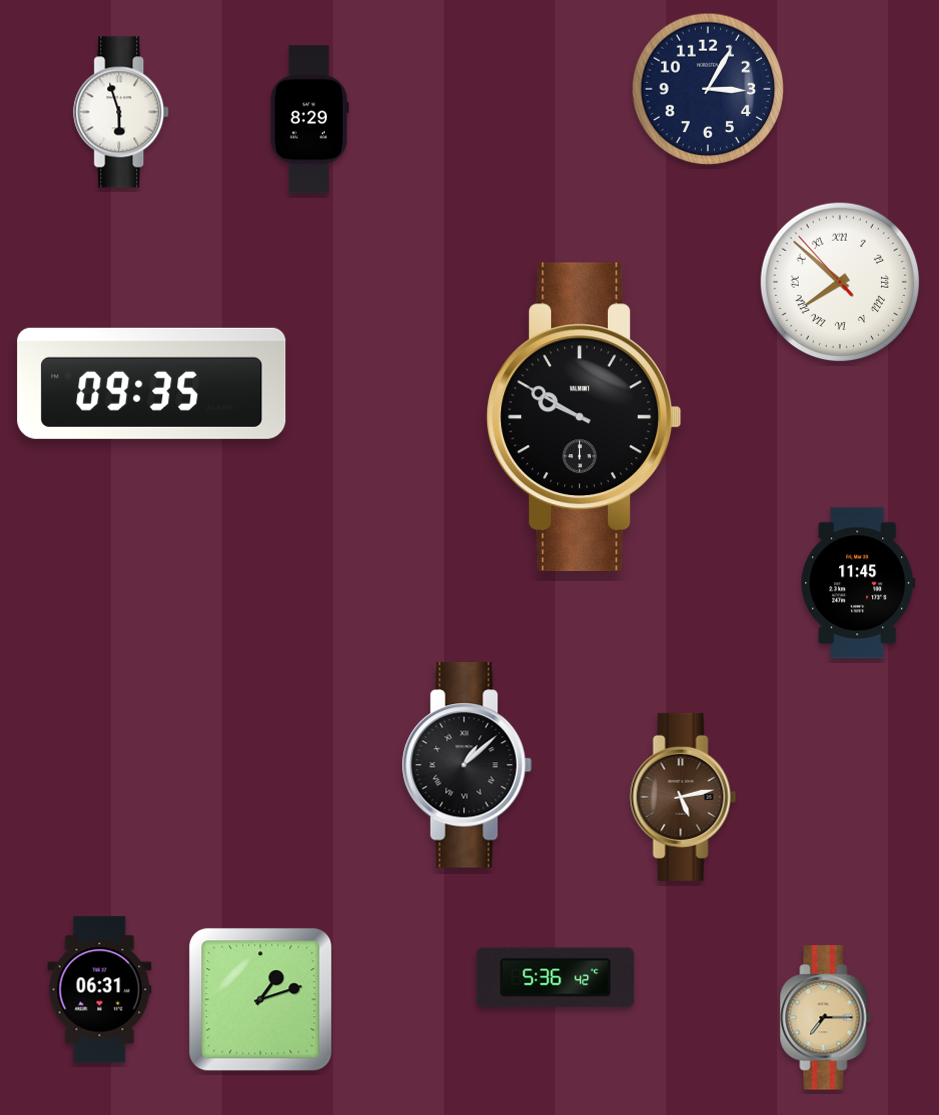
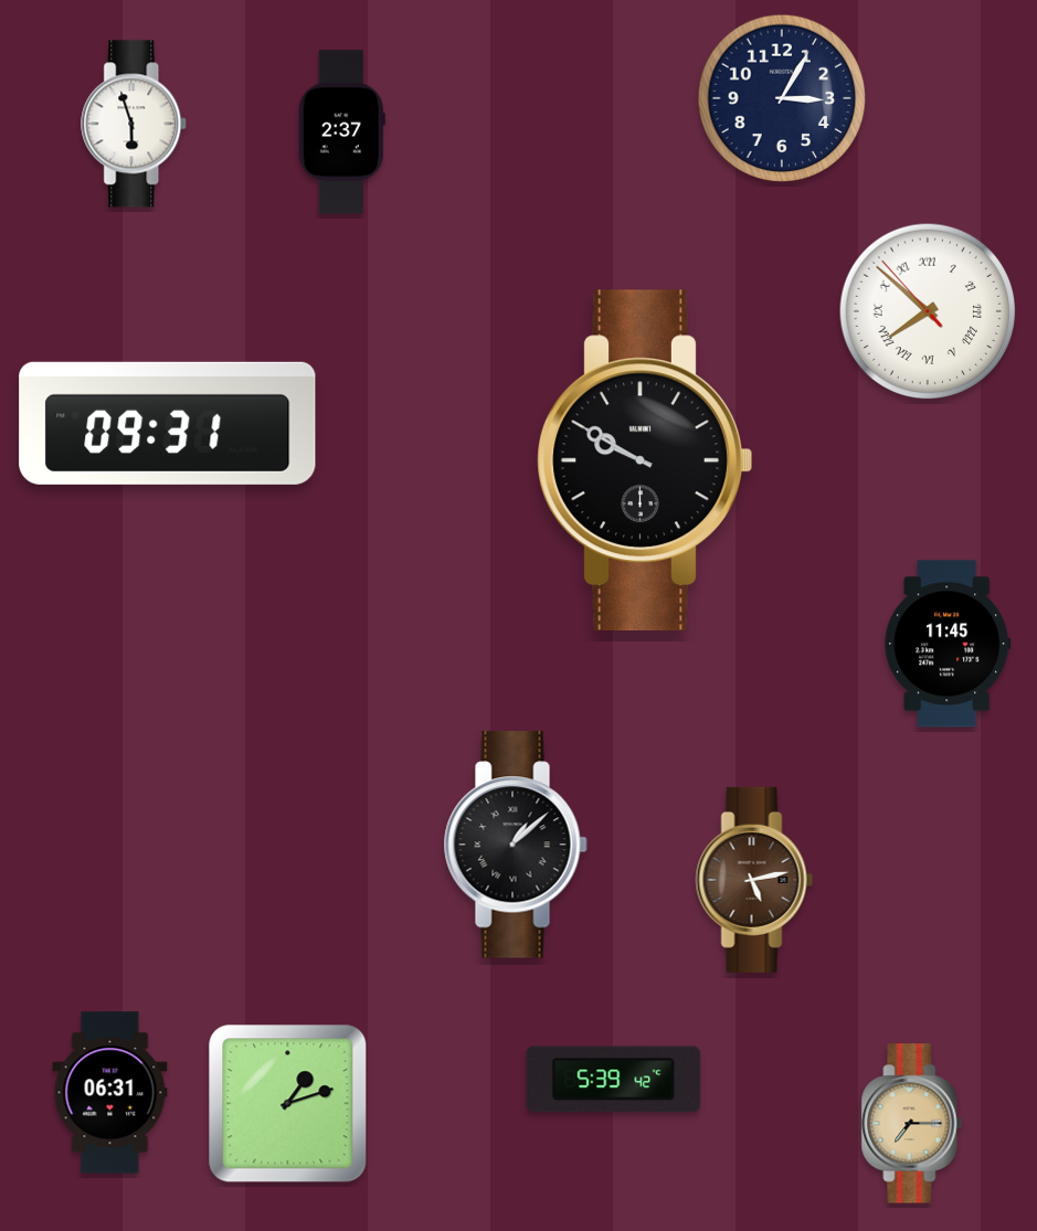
clock at (309, 120): 8:29 -> 2:37
clock at (152, 383): 09:35 -> 09:31
clock at (556, 978): 5:36 -> 5:39
